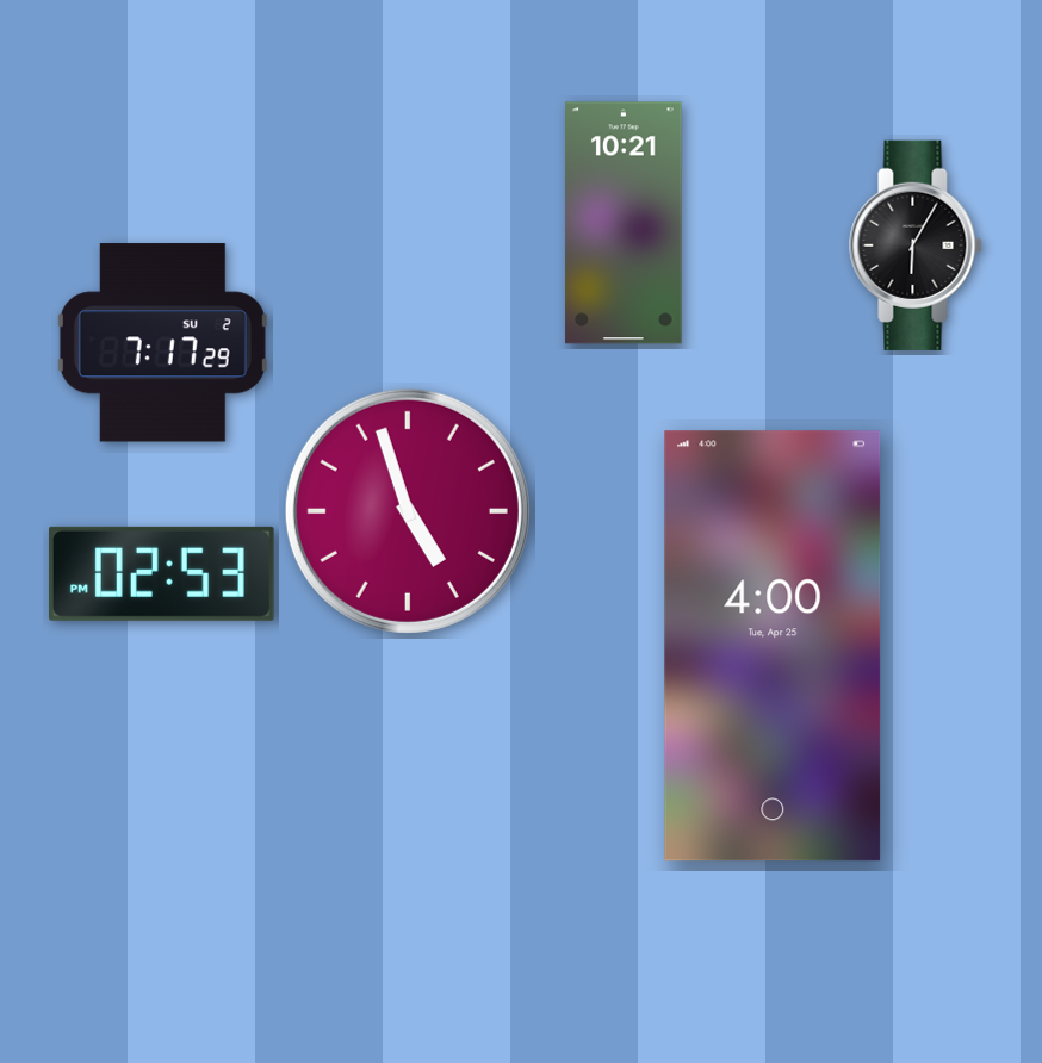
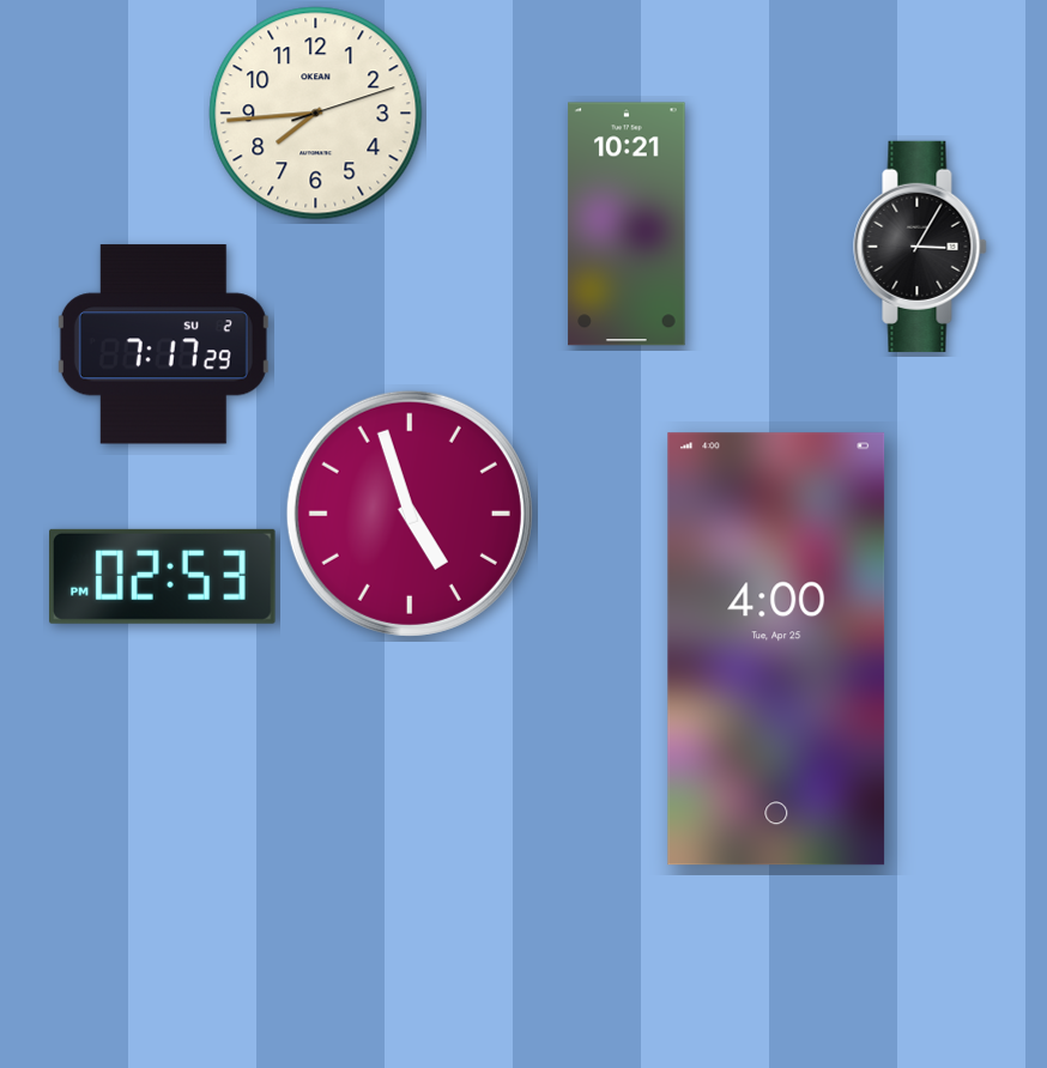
clock at (316, 114): none -> 7:44
clock at (916, 245): 6:05 -> 3:05
